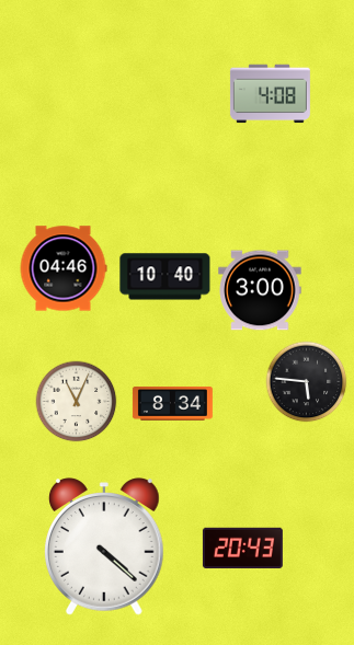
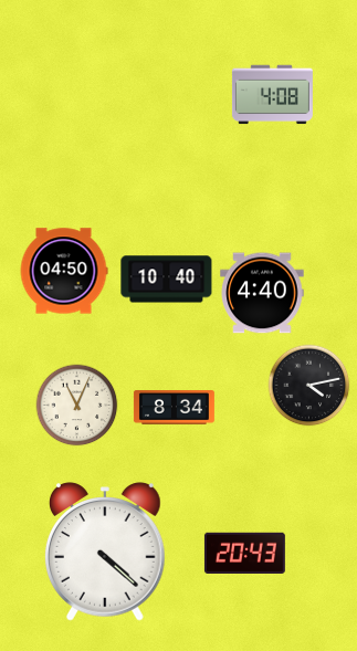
clock at (64, 268): 04:46 -> 04:50
clock at (260, 290): 3:00 -> 4:40
clock at (307, 382): 5:46 -> 4:13
